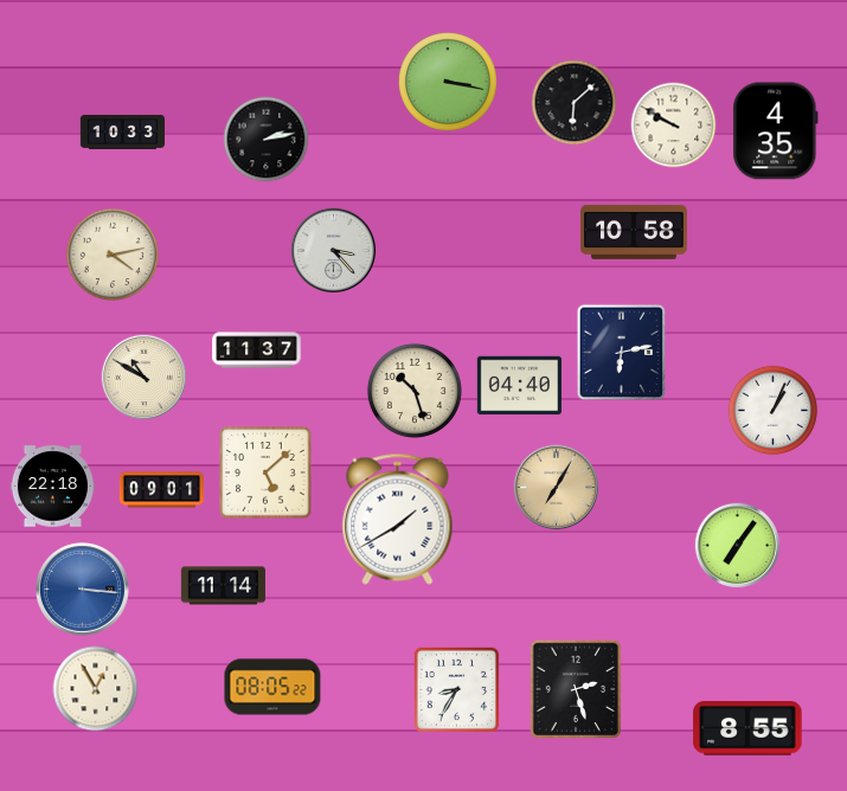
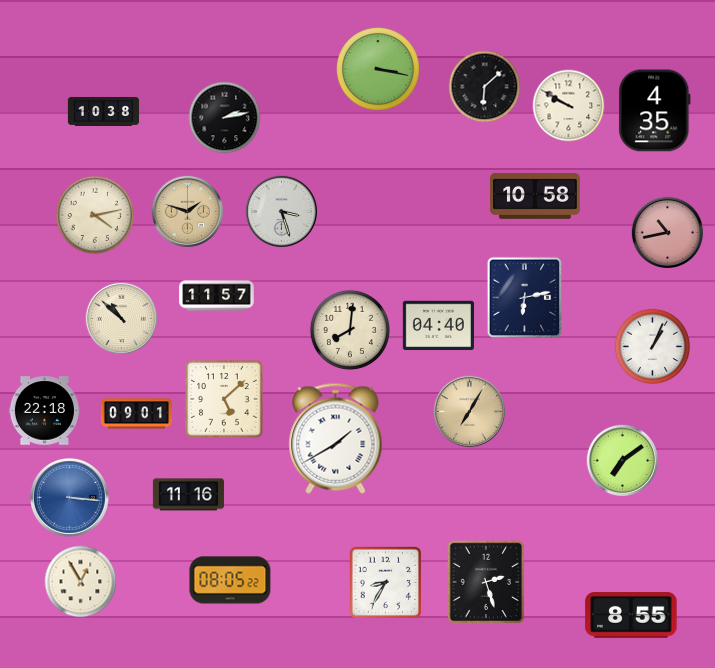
clock at (122, 133): 10:33 -> 10:38
clock at (187, 211): none -> 1:48
clock at (333, 250): 3:23 -> 3:27
clock at (667, 232): none -> 10:43
clock at (257, 351): 11:37 -> 11:57
clock at (143, 377): 10:50 -> 10:52
clock at (415, 391): 10:27 -> 8:01
clock at (737, 545): 7:06 -> 7:09
clock at (223, 586): 11:14 -> 11:16
